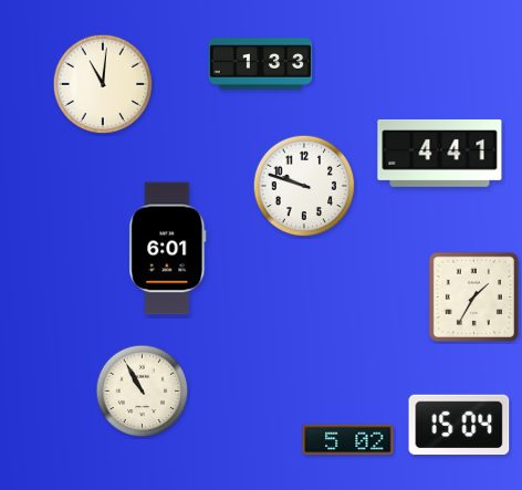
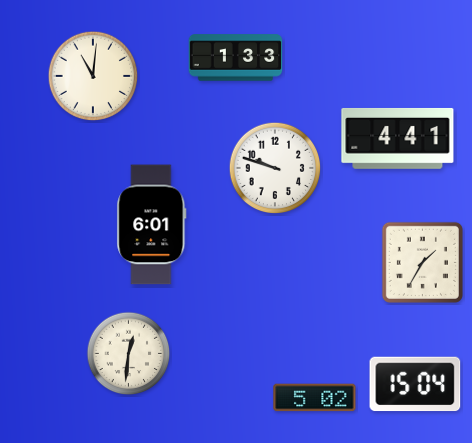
clock at (473, 296) position: (473, 296) -> (422, 262)
clock at (143, 392): 10:55 -> 12:31
